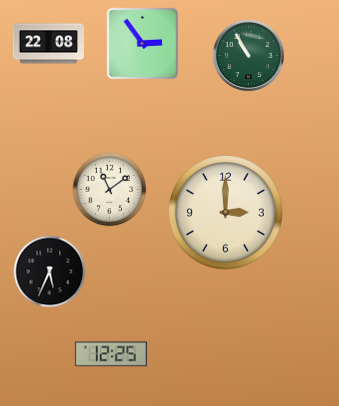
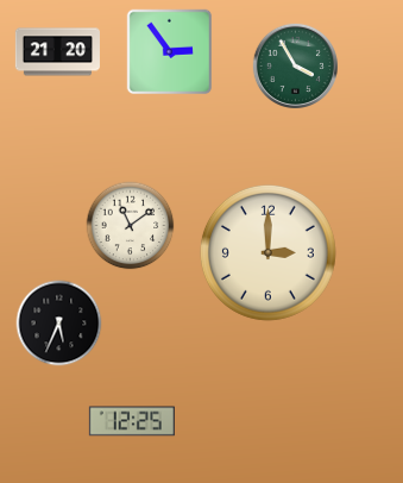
clock at (48, 44): 22:08 -> 21:20
clock at (248, 55): 10:55 -> 3:55
